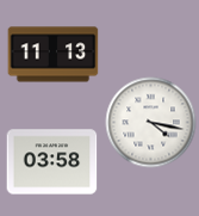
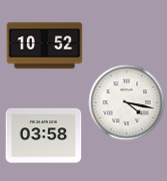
clock at (54, 55): 11:13 -> 10:52
